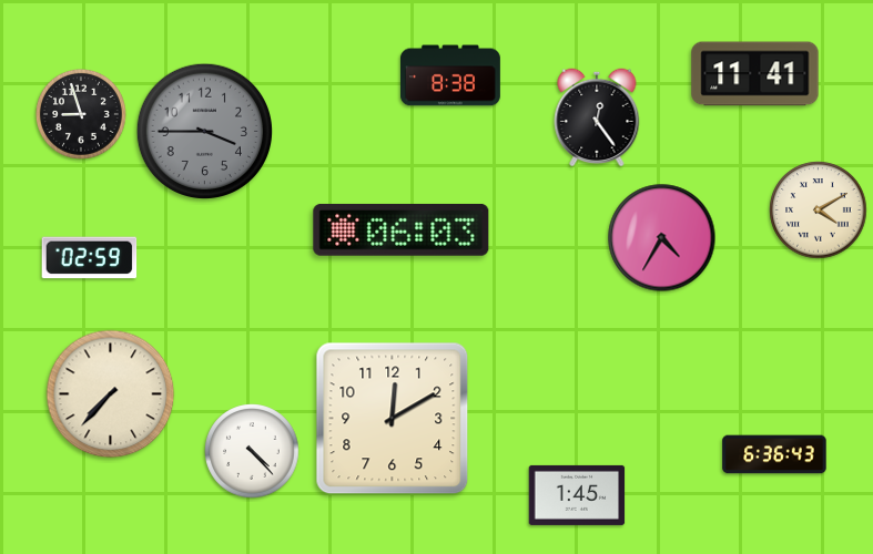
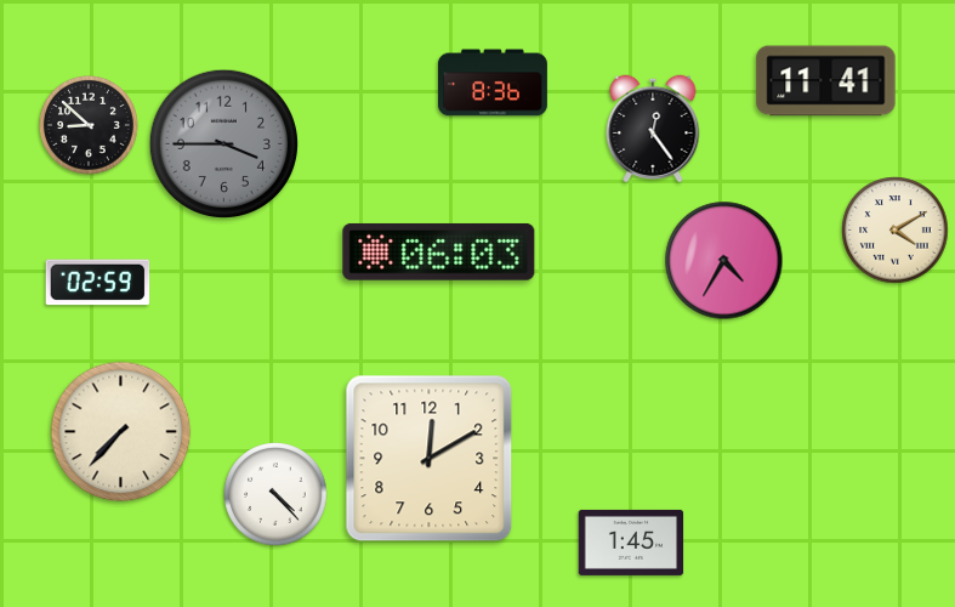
clock at (450, 75): 8:38 -> 8:36
clock at (81, 114): 8:57 -> 8:52
clock at (774, 454): 6:36 -> none
